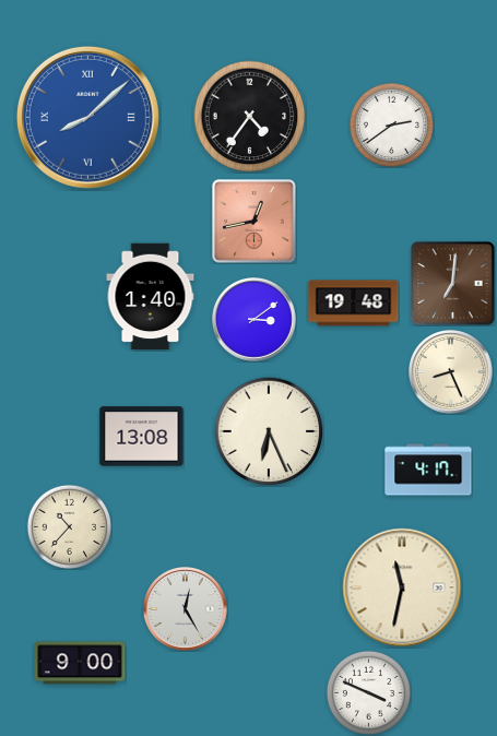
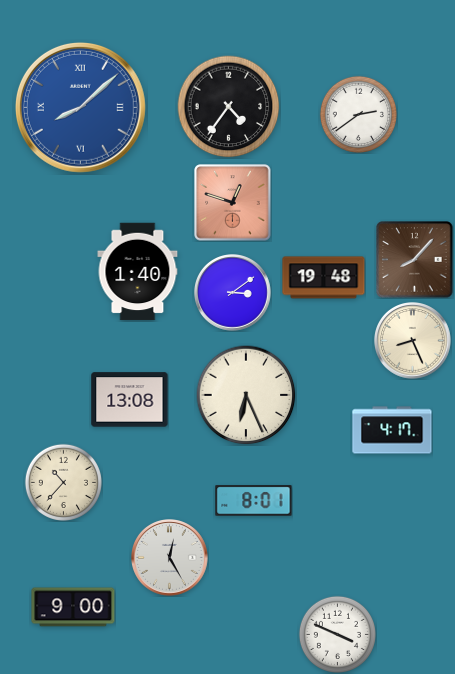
clock at (255, 222): 12:43 -> 12:48
clock at (453, 284): 7:01 -> 8:07
clock at (254, 501): none -> 8:01
clock at (402, 587): 11:32 -> none
